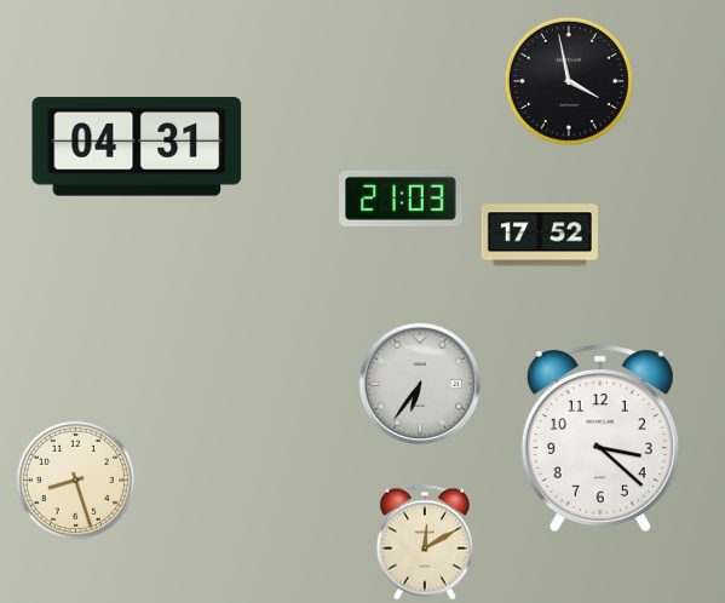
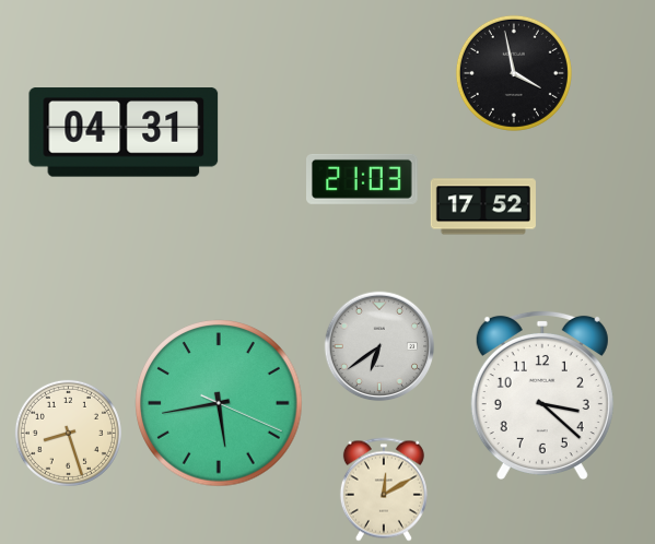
clock at (540, 235) position: (540, 235) -> (483, 206)
clock at (420, 384): 6:36 -> 6:39
clock at (219, 403): none -> 5:43
